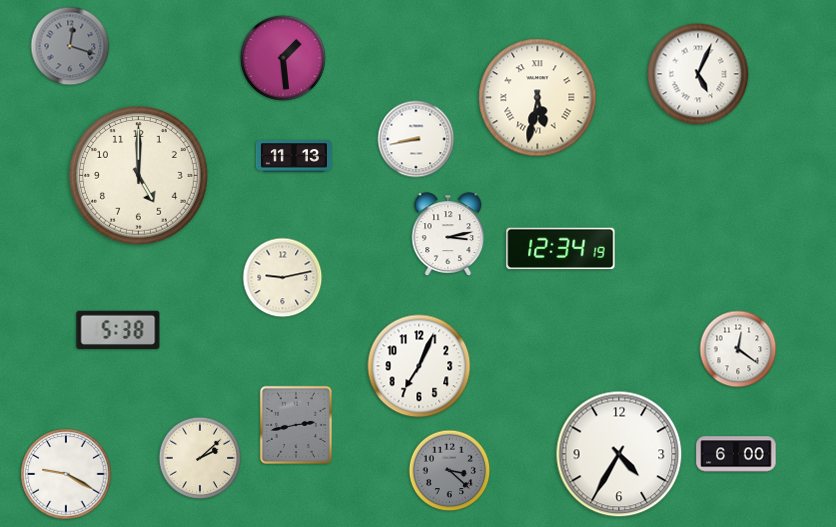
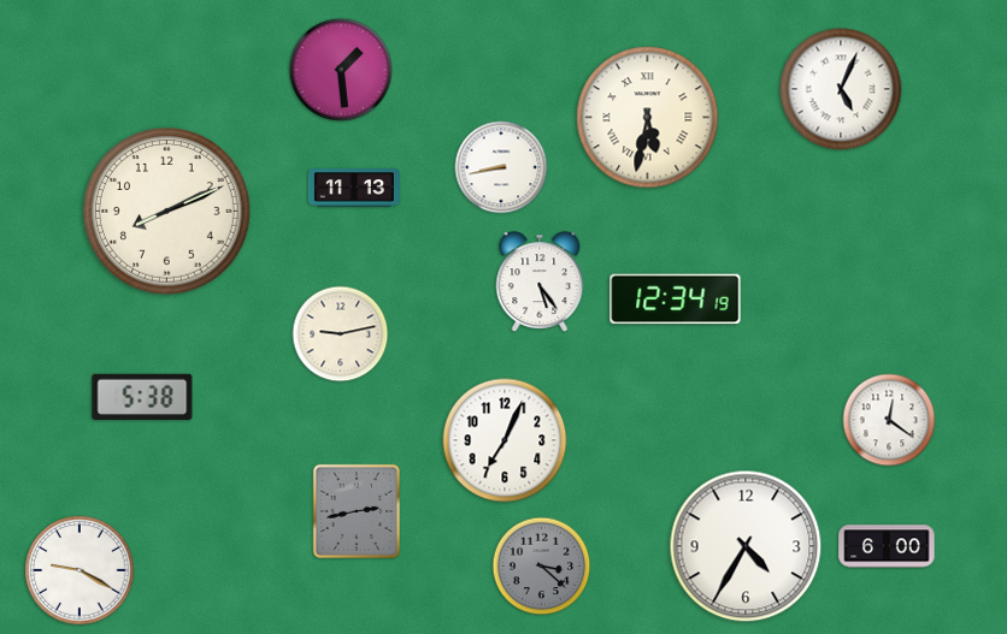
clock at (70, 46): 12:18 -> none
clock at (139, 176): 5:00 -> 8:11
clock at (448, 234): 3:13 -> 5:24
clock at (200, 458): 2:08 -> none
